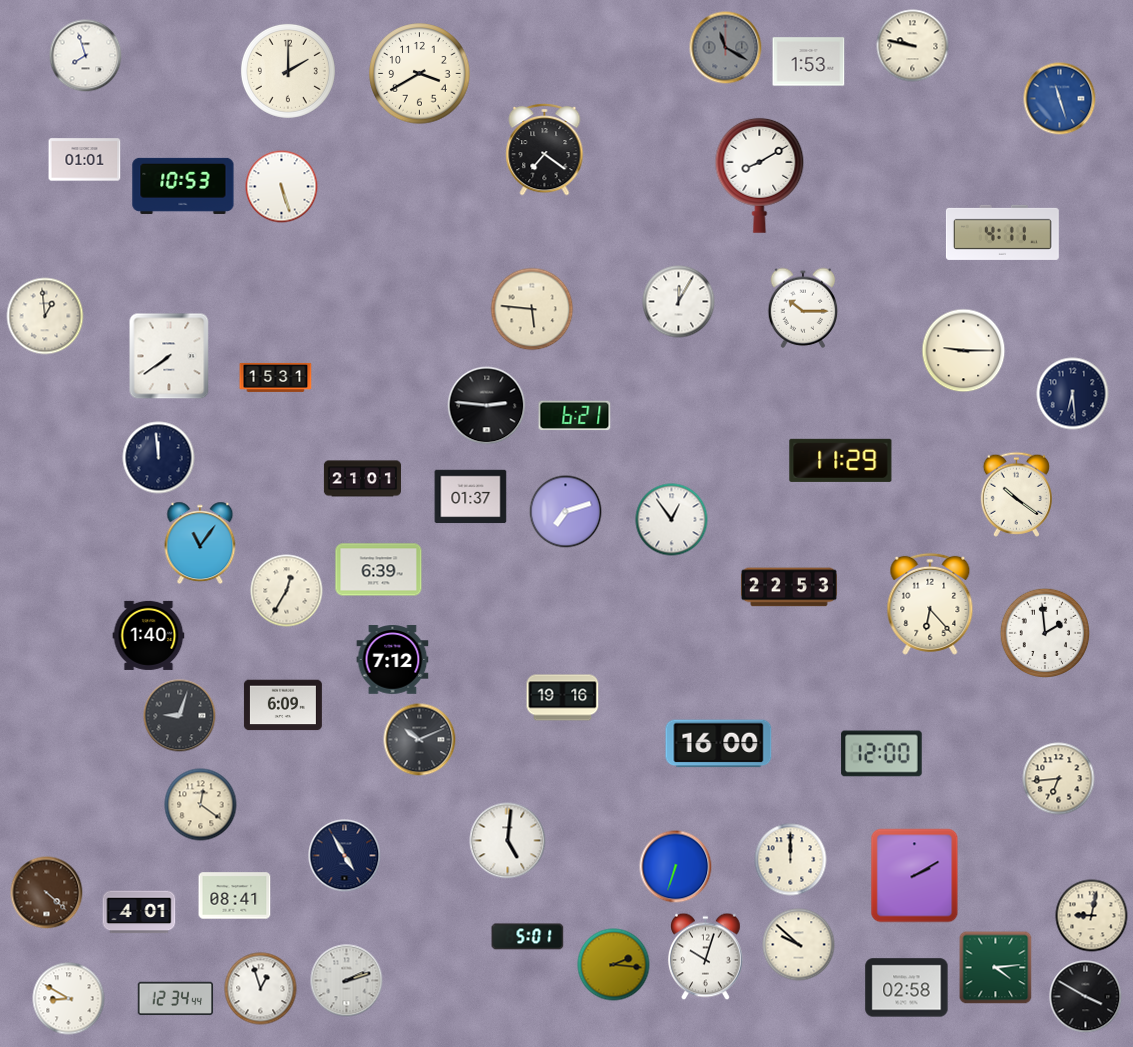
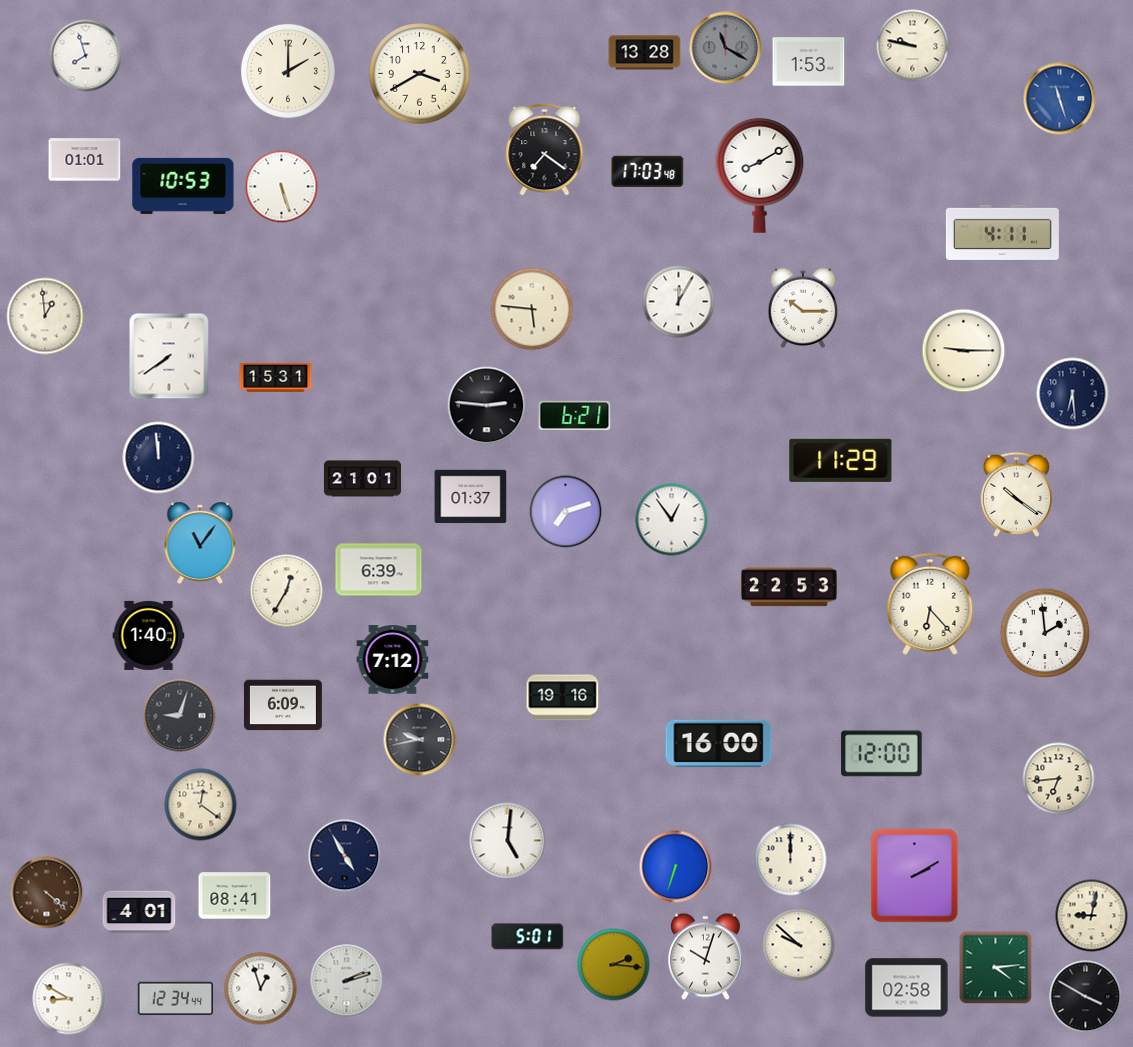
clock at (645, 53): none -> 13:28
clock at (648, 171): none -> 17:03
clock at (420, 740): 10:11 -> 9:43
